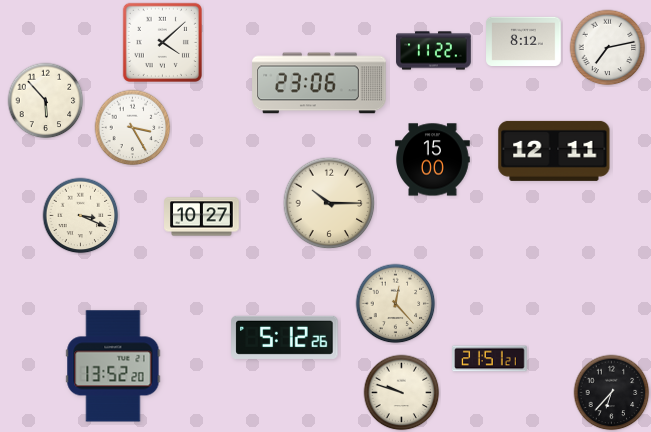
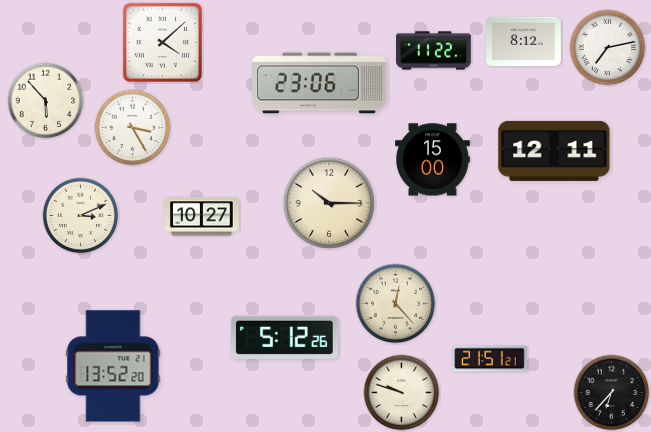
clock at (81, 216): 3:19 -> 3:11
